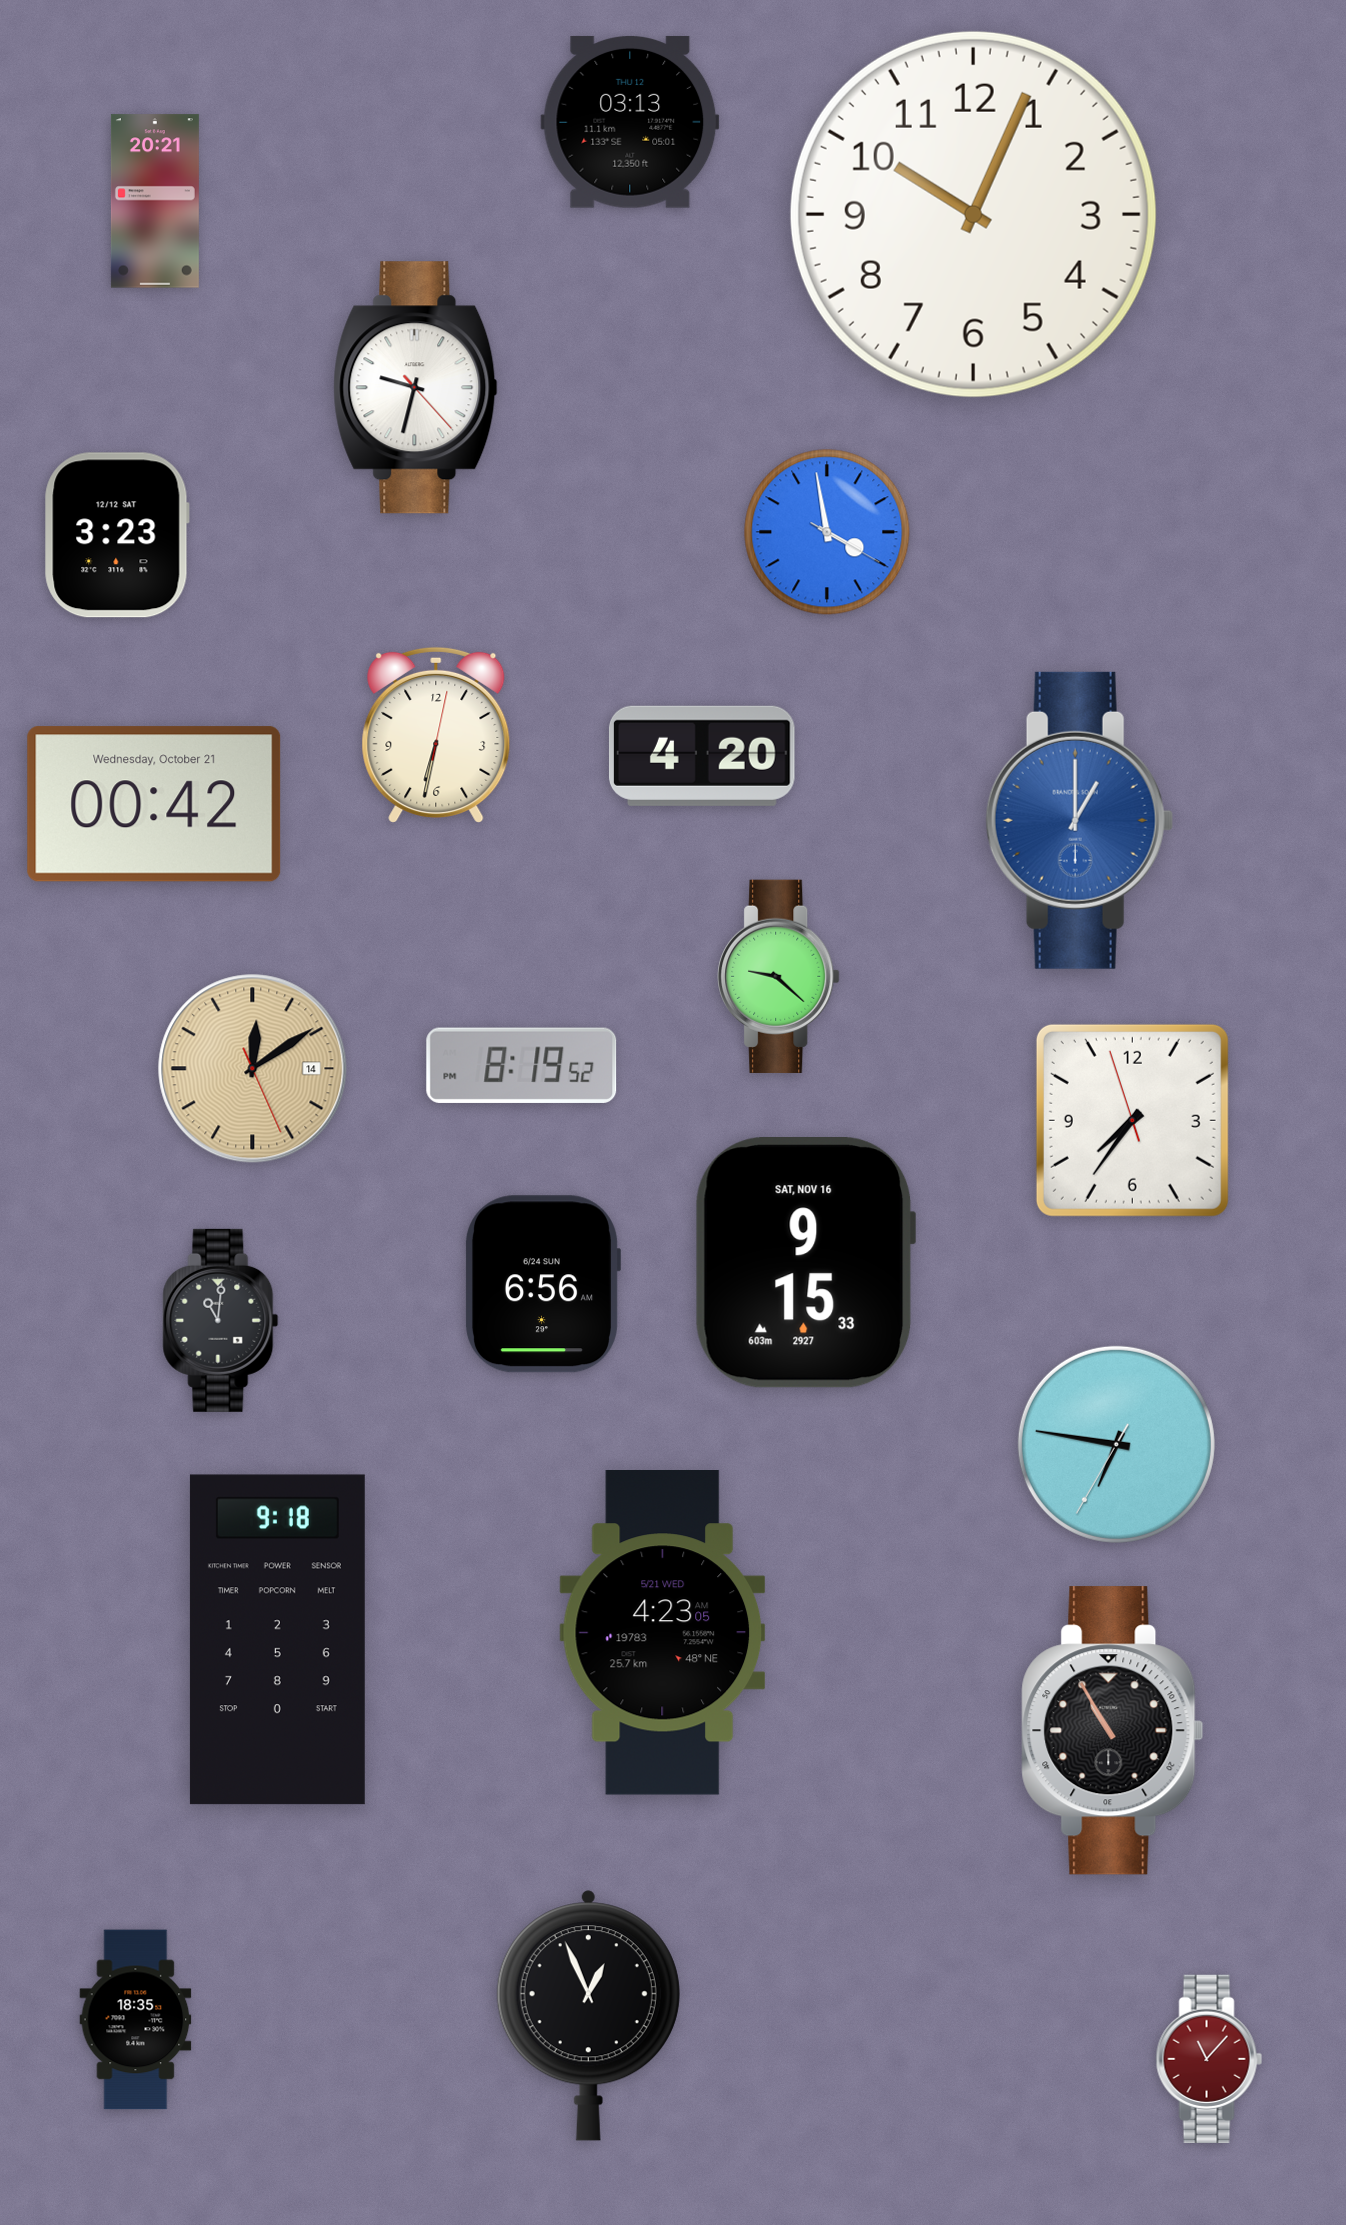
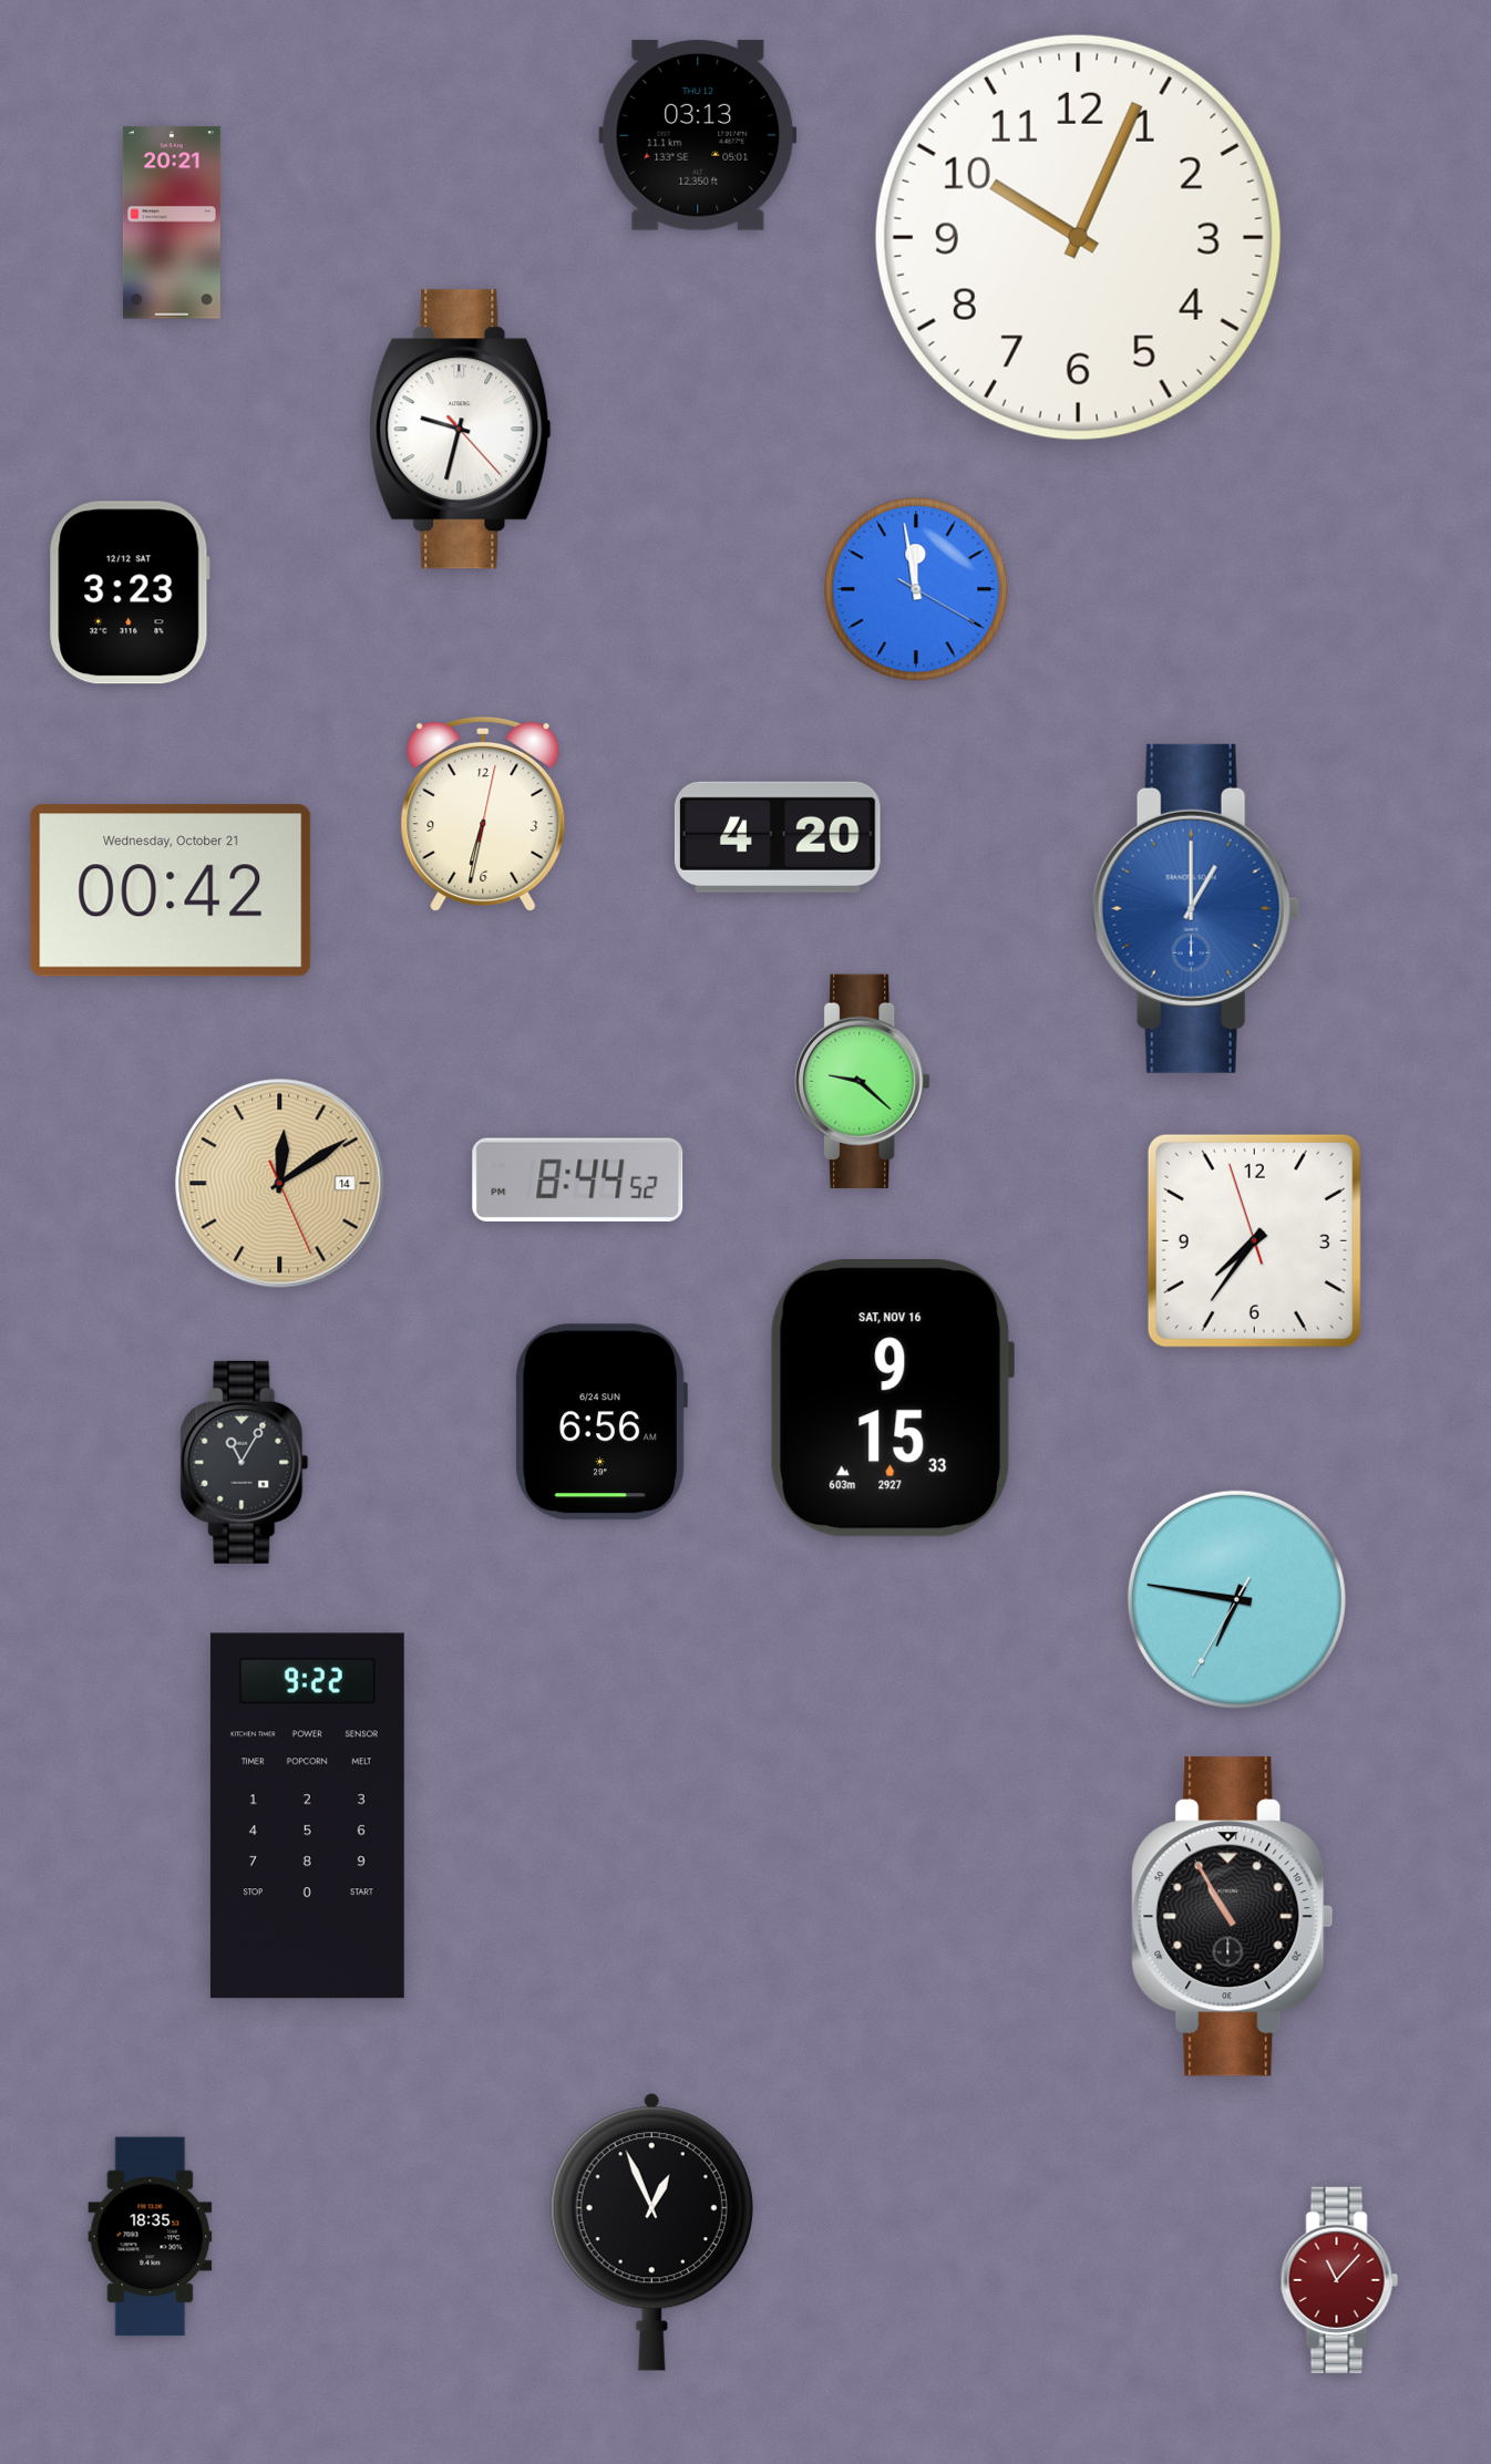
clock at (827, 532): 3:58 -> 11:58
clock at (522, 1065): 8:19 -> 8:44
clock at (221, 1320): 11:01 -> 11:05
clock at (663, 1633): 4:23 -> none
clock at (277, 1640): 9:18 -> 9:22
